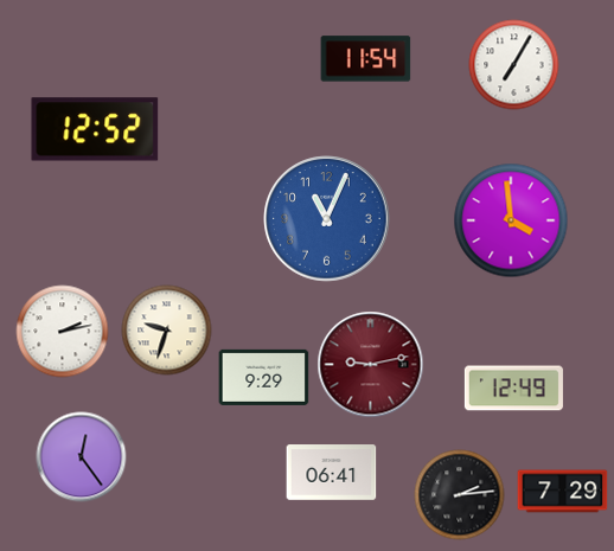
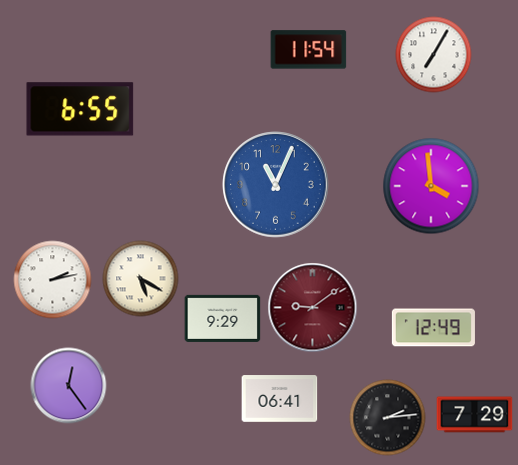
clock at (95, 129): 12:52 -> 6:55
clock at (167, 331): 9:33 -> 5:20
clock at (371, 365): 9:13 -> 9:09
